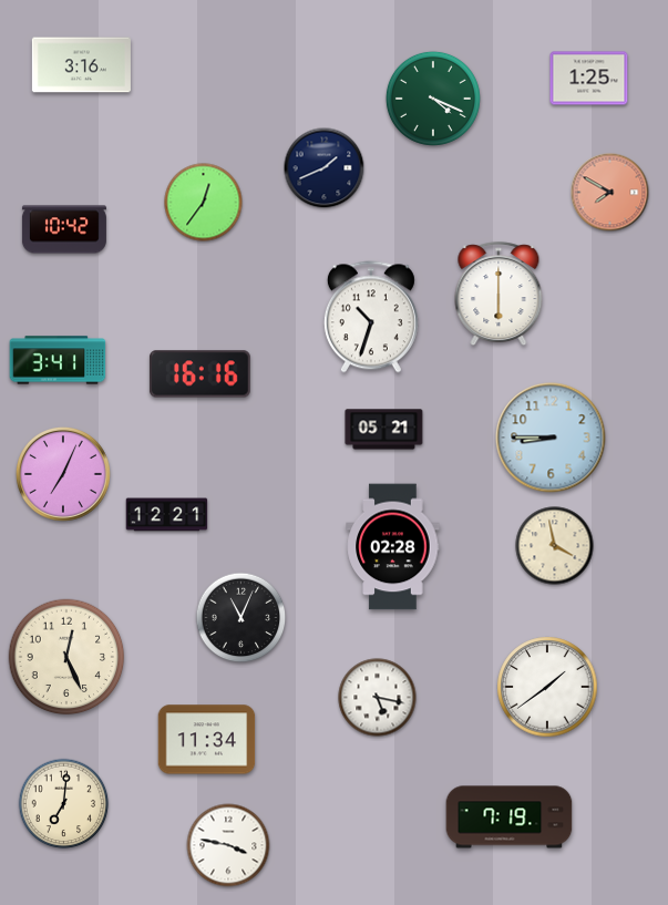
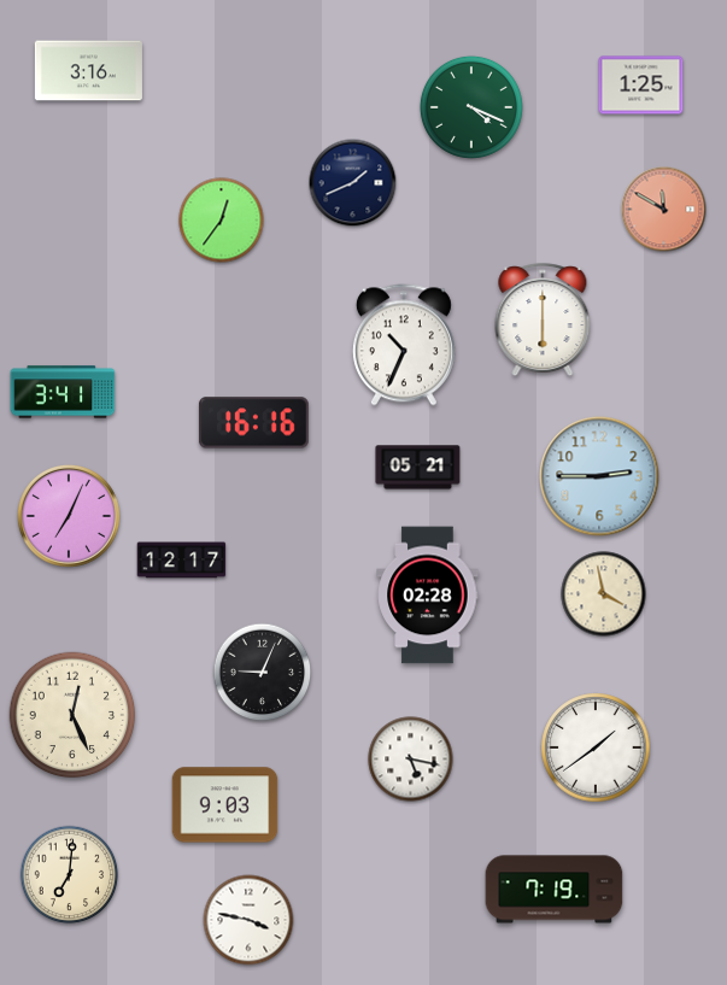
clock at (610, 193): 7:50 -> 11:50
clock at (64, 229): 10:42 -> none
clock at (371, 317): 10:33 -> 10:34
clock at (199, 374) position: (199, 374) -> (253, 423)
clock at (551, 438): 8:45 -> 2:45
clock at (167, 515): 12:21 -> 12:17
clock at (241, 618): 11:04 -> 9:04
clock at (207, 740): 11:34 -> 9:03
